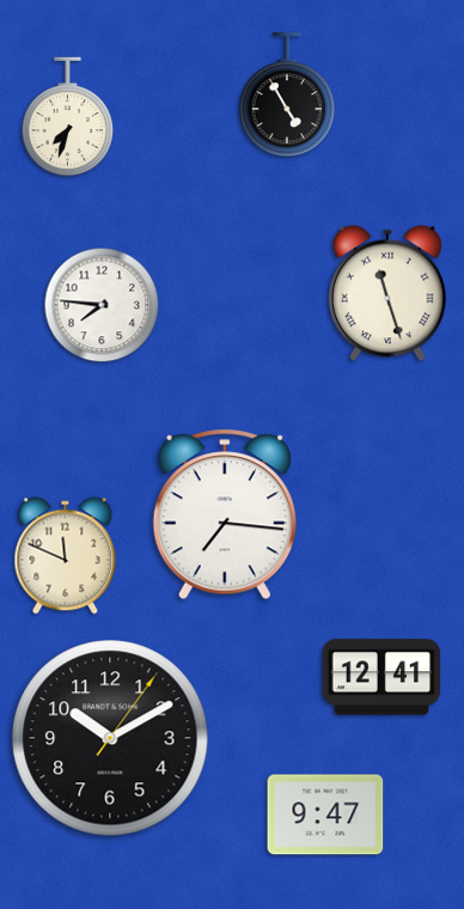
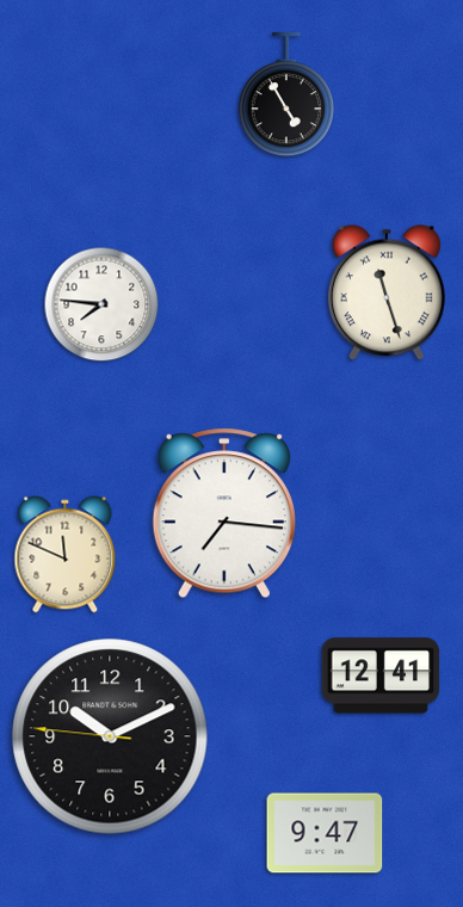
clock at (68, 117): 7:33 -> none
clock at (110, 738): 10:10:06 -> 10:10:46
clock at (325, 815) position: (325, 815) -> (325, 833)
